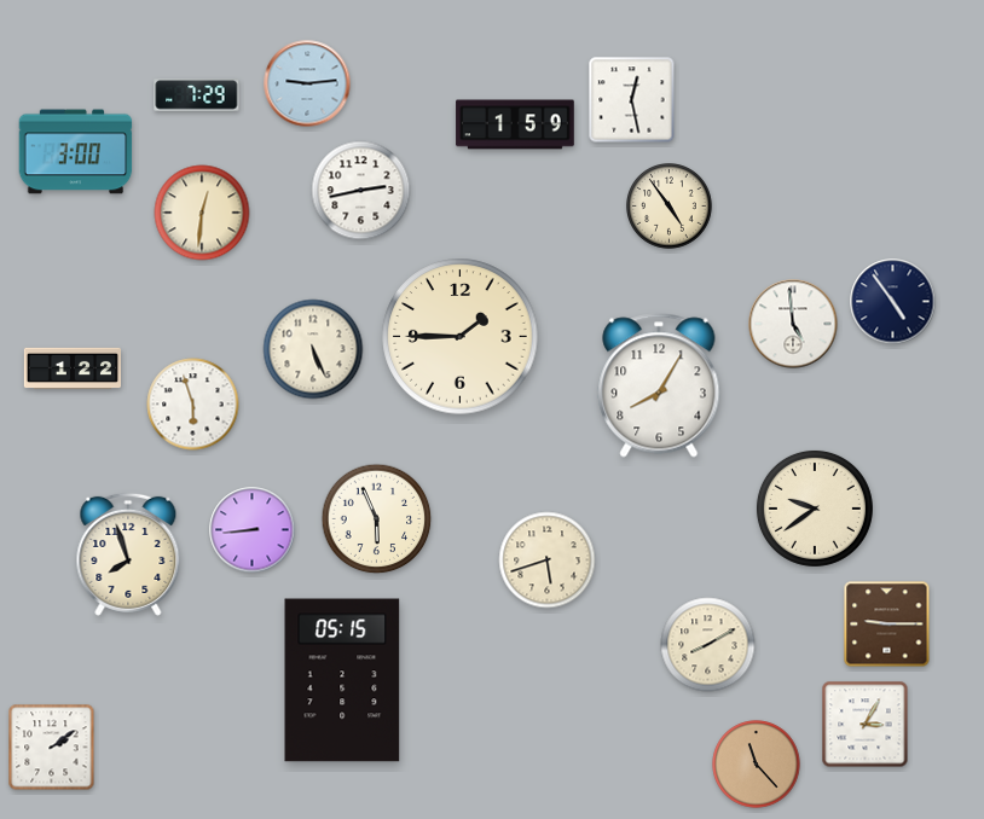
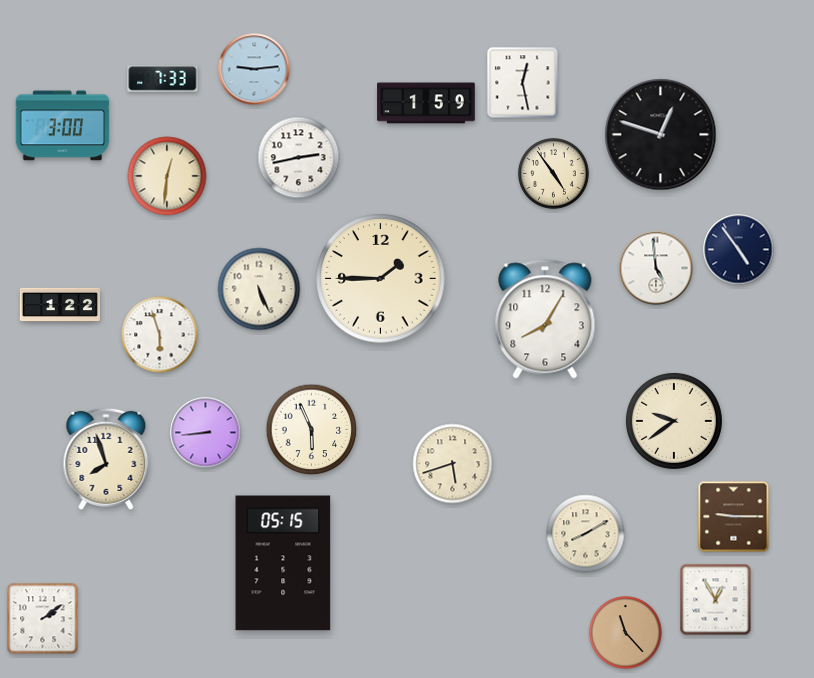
clock at (197, 95): 7:29 -> 7:33
clock at (661, 135): none -> 12:48
clock at (670, 207) position: (670, 207) -> (554, 174)
clock at (253, 530) position: (253, 530) -> (206, 433)
clock at (866, 725): 3:05 -> 12:55
